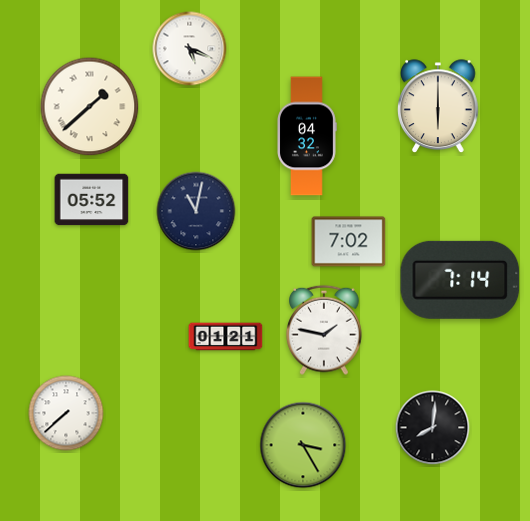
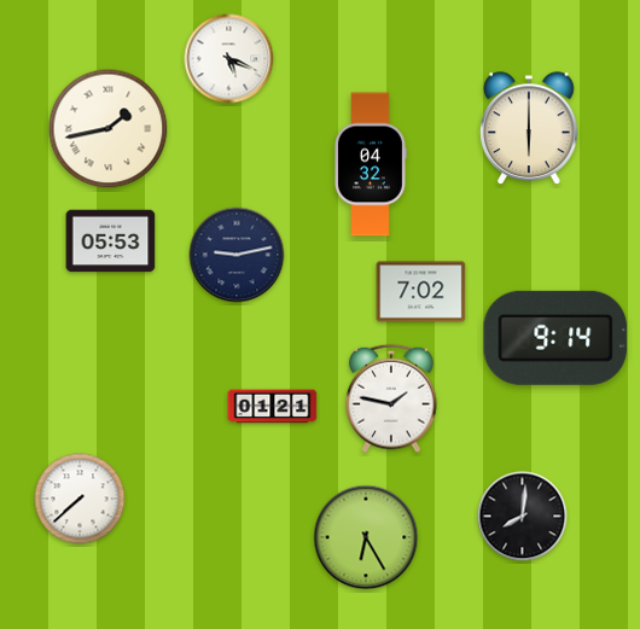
clock at (90, 107): 1:38 -> 1:43
clock at (92, 200): 05:52 -> 05:53
clock at (196, 211): 11:02 -> 9:13
clock at (460, 280): 7:14 -> 9:14
clock at (303, 445): 3:25 -> 6:25
